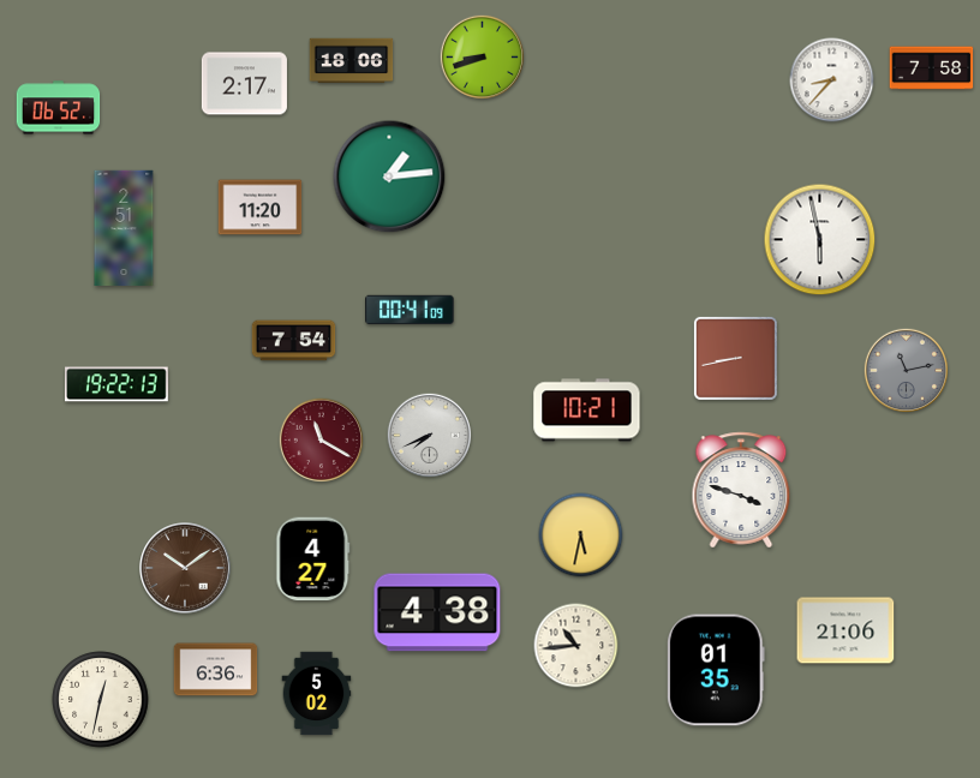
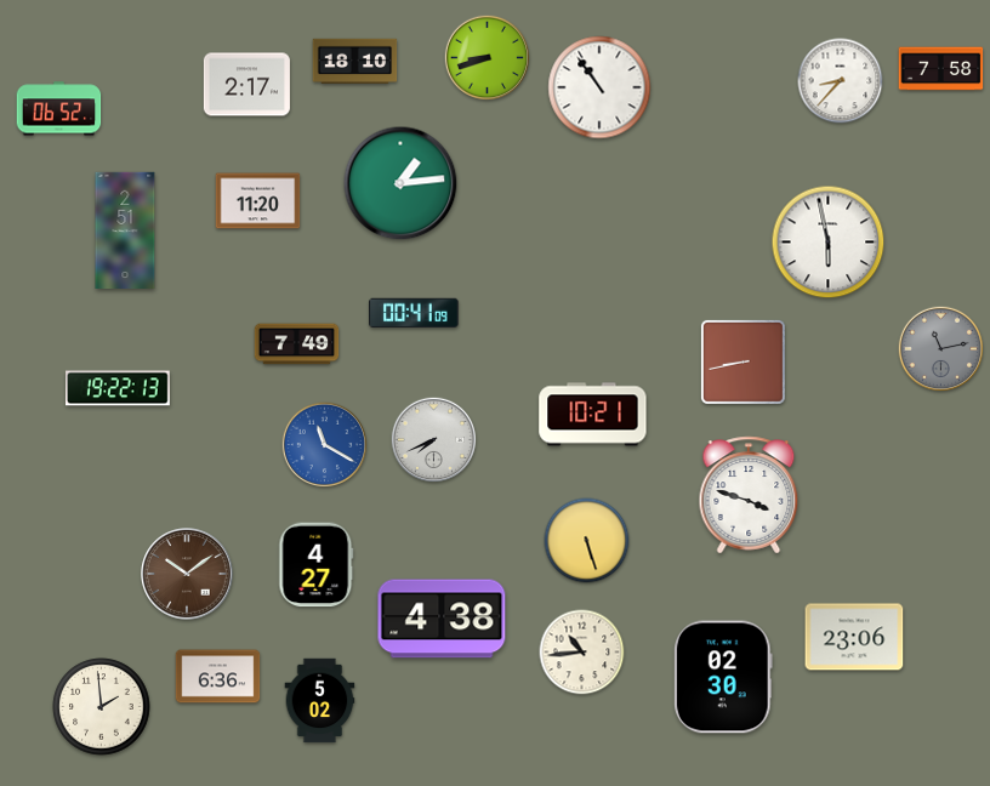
clock at (352, 60): 18:06 -> 18:10
clock at (599, 87): none -> 10:54
clock at (389, 176) position: (389, 176) -> (400, 183)
clock at (261, 208) position: (261, 208) -> (258, 201)
clock at (294, 341): 7:54 -> 7:49
clock at (907, 371) position: (907, 371) -> (941, 349)
clock at (322, 441) dial: burgundy -> blue
clock at (581, 535): 5:32 -> 5:27
clock at (845, 630): 21:06 -> 23:06
clock at (716, 670): 01:35 -> 02:30
clock at (101, 700): 12:32 -> 1:59
